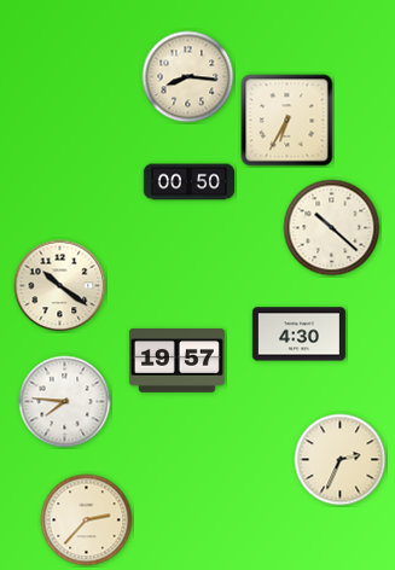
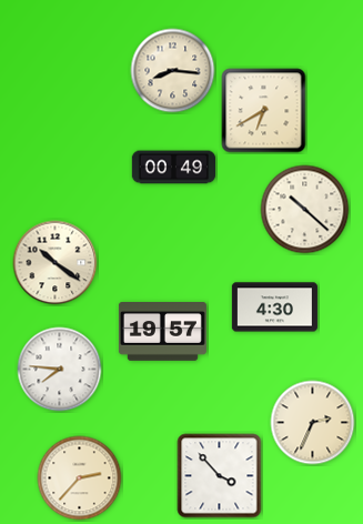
clock at (287, 121): 6:35 -> 6:40
clock at (190, 182): 00:50 -> 00:49
clock at (220, 476): none -> 3:53
